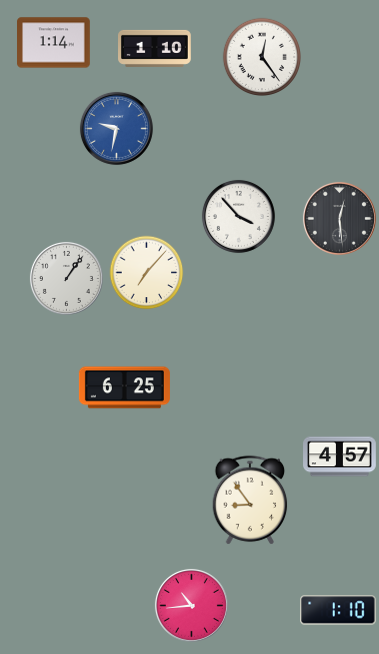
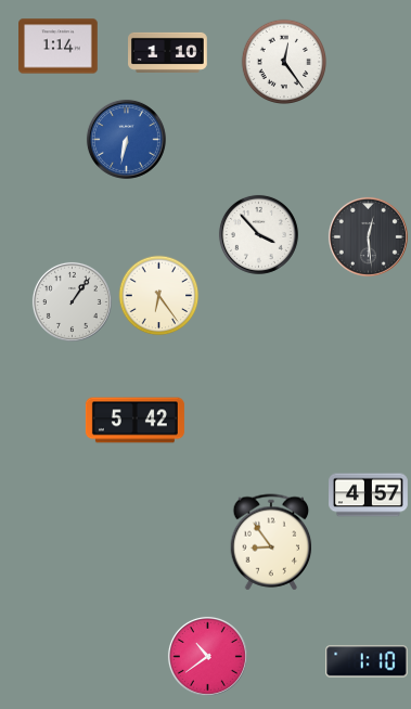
clock at (116, 128): 9:32 -> 6:32
clock at (147, 273): 7:07 -> 6:24
clock at (124, 388): 6:25 -> 5:42
clock at (191, 605): 10:44 -> 10:39
